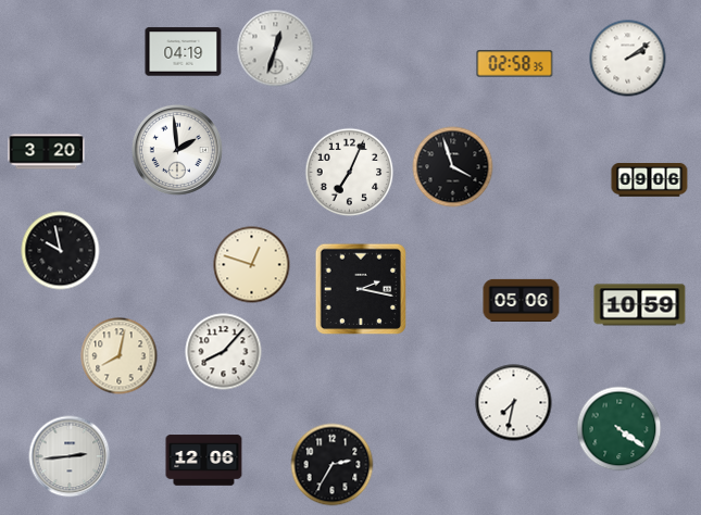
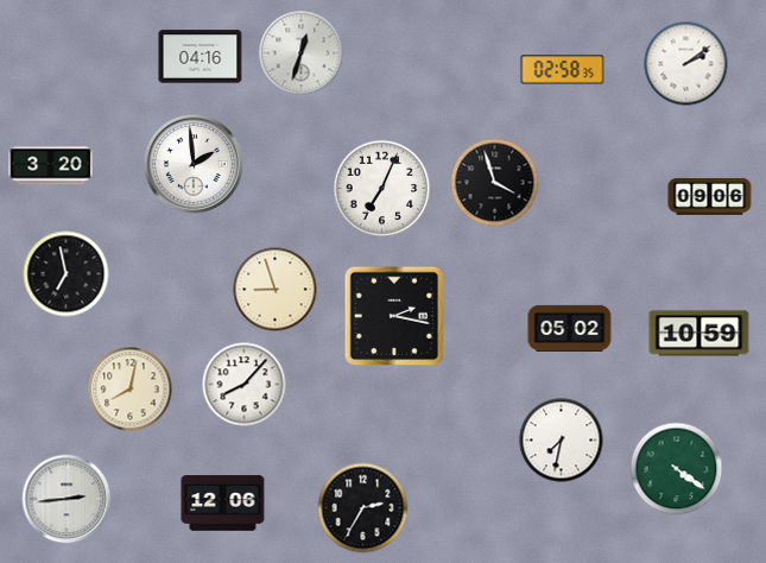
clock at (184, 52): 04:19 -> 04:16
clock at (61, 251): 9:58 -> 6:58
clock at (252, 265): 12:48 -> 8:57
clock at (522, 300): 05:06 -> 05:02
clock at (70, 456) position: (70, 456) -> (67, 499)
